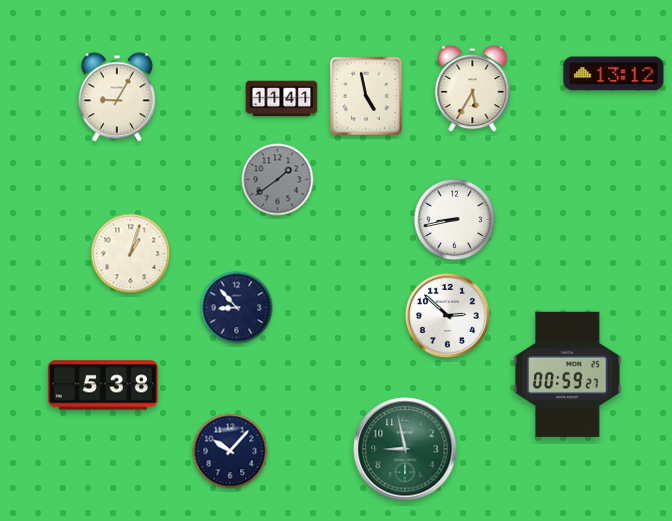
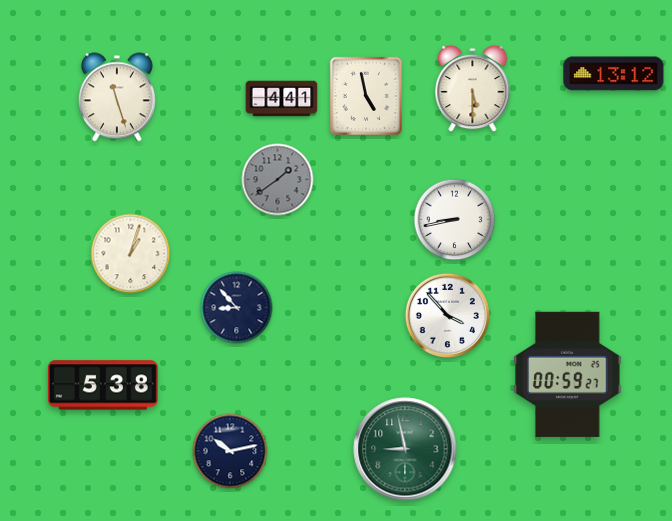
clock at (473, 89): 5:35 -> 5:30
clock at (117, 97): 9:05 -> 11:27
clock at (282, 99): 11:41 -> 4:41
clock at (447, 315): 2:52 -> 3:53
clock at (230, 451): 10:07 -> 10:13
